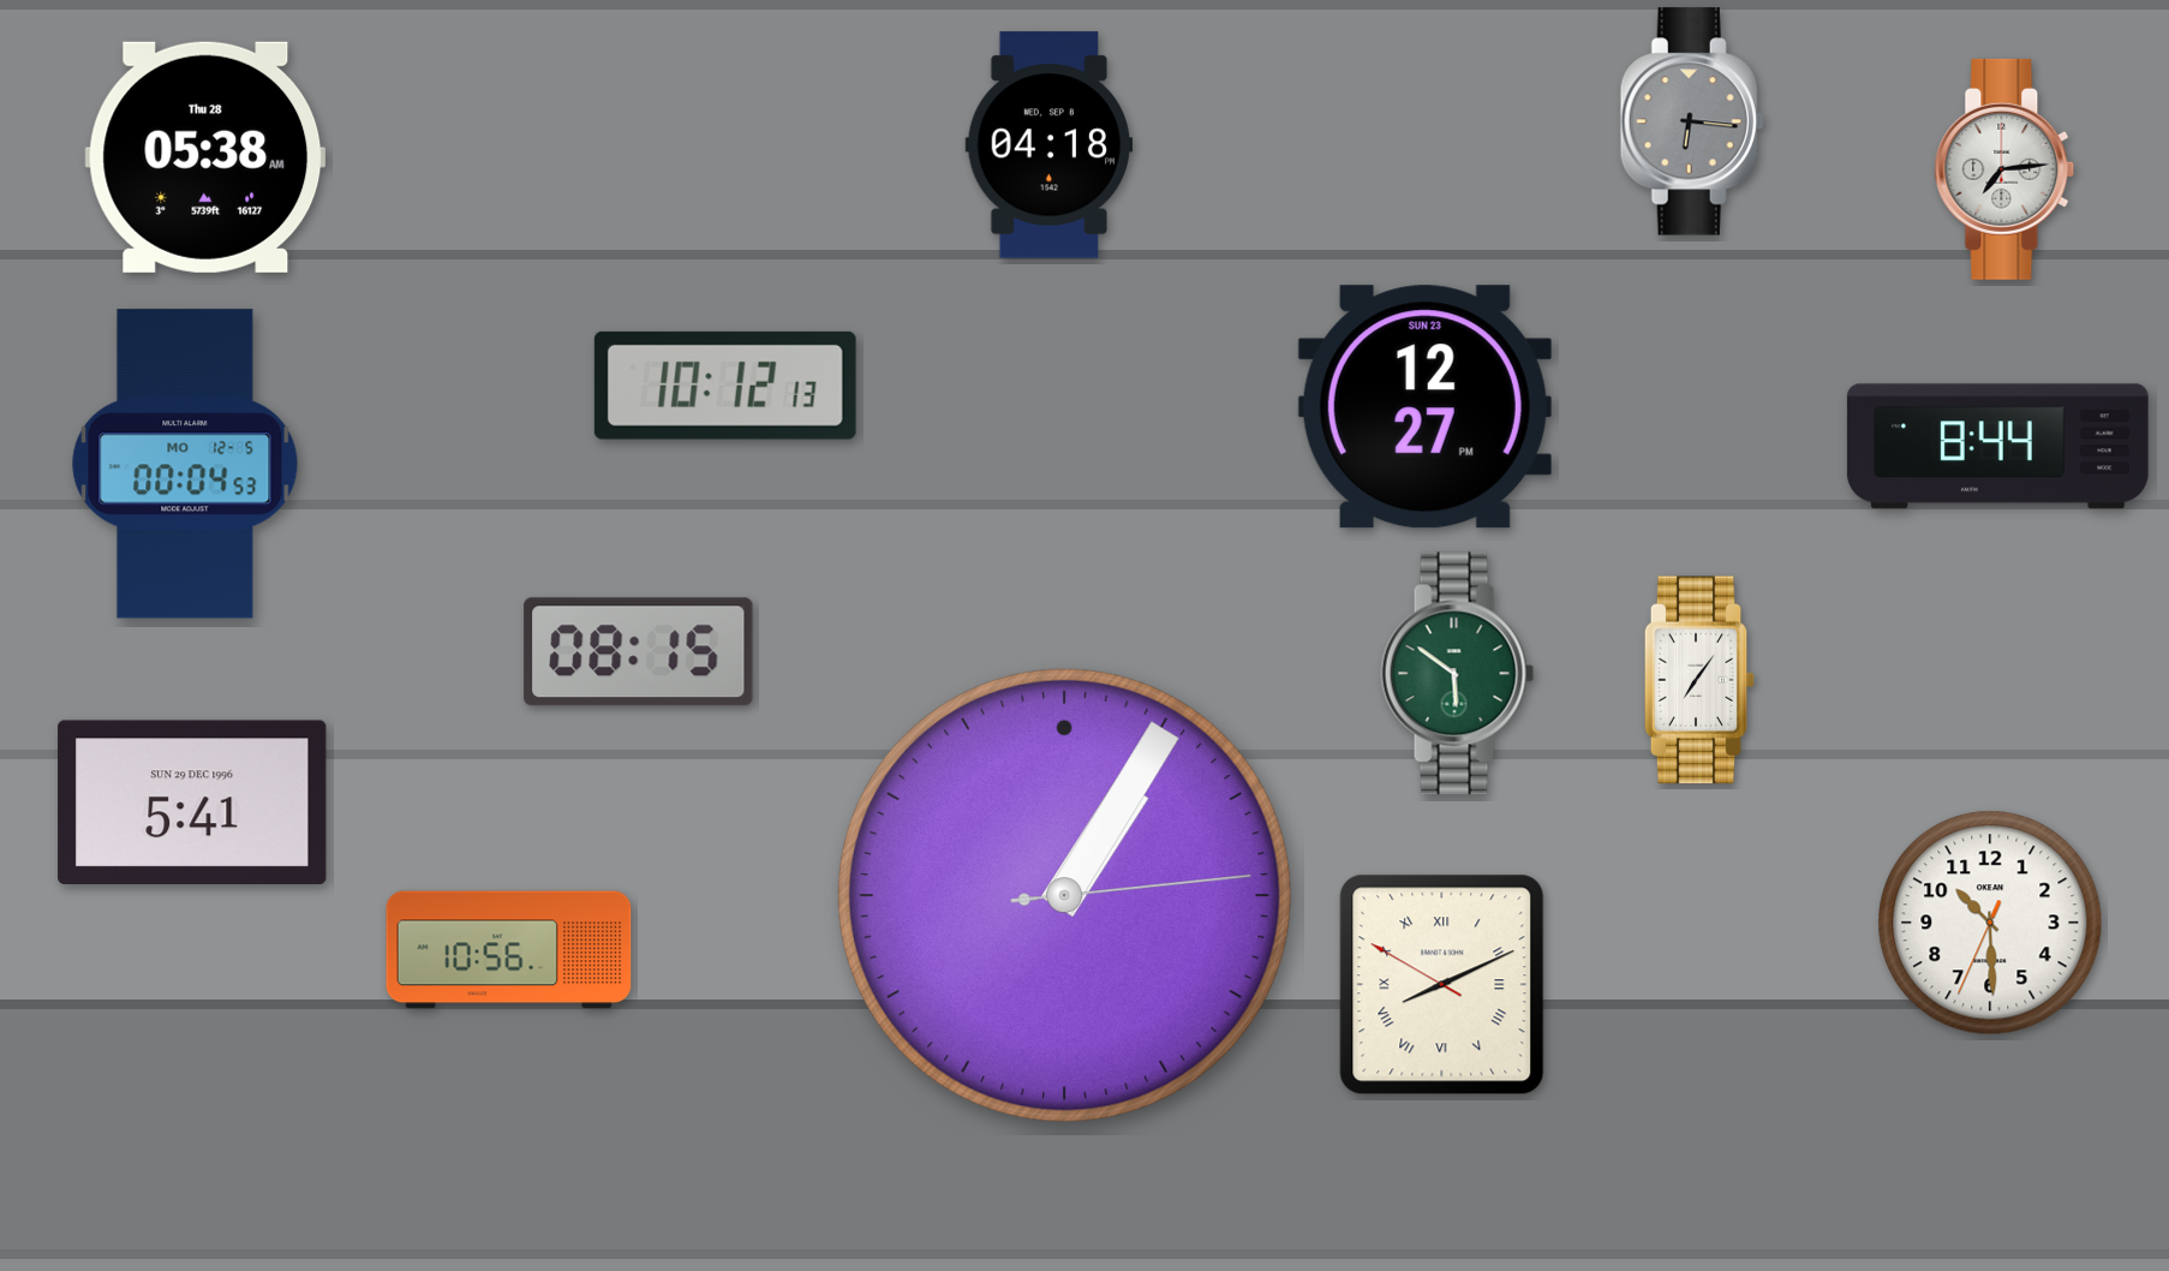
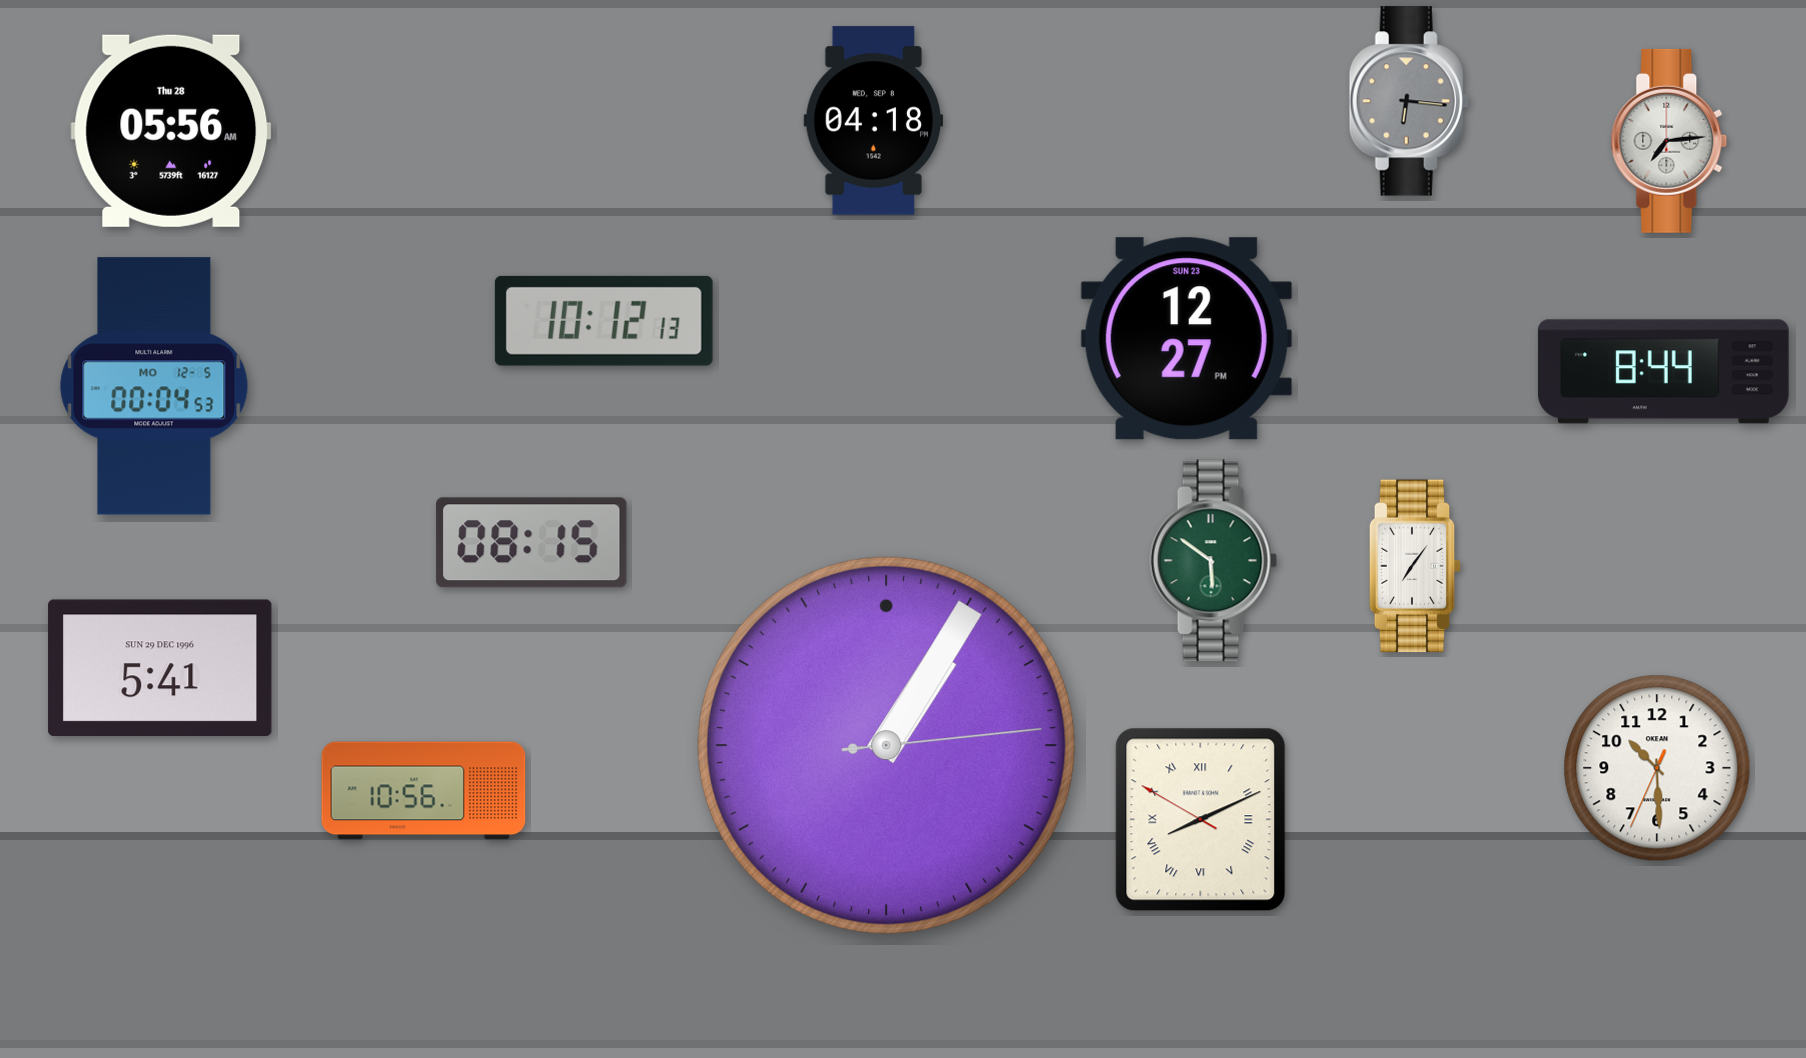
clock at (205, 157): 05:38 -> 05:56
